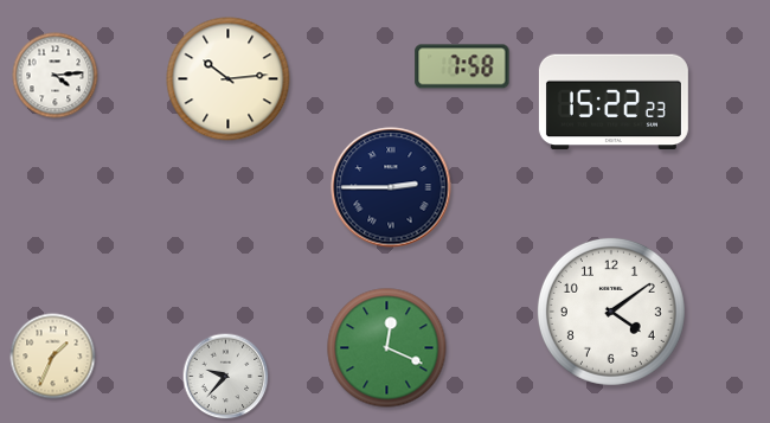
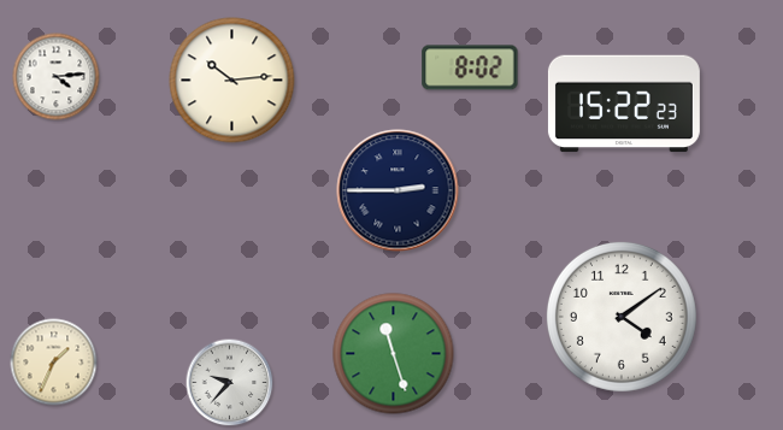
clock at (462, 66): 7:58 -> 8:02
clock at (387, 348): 12:19 -> 11:27
